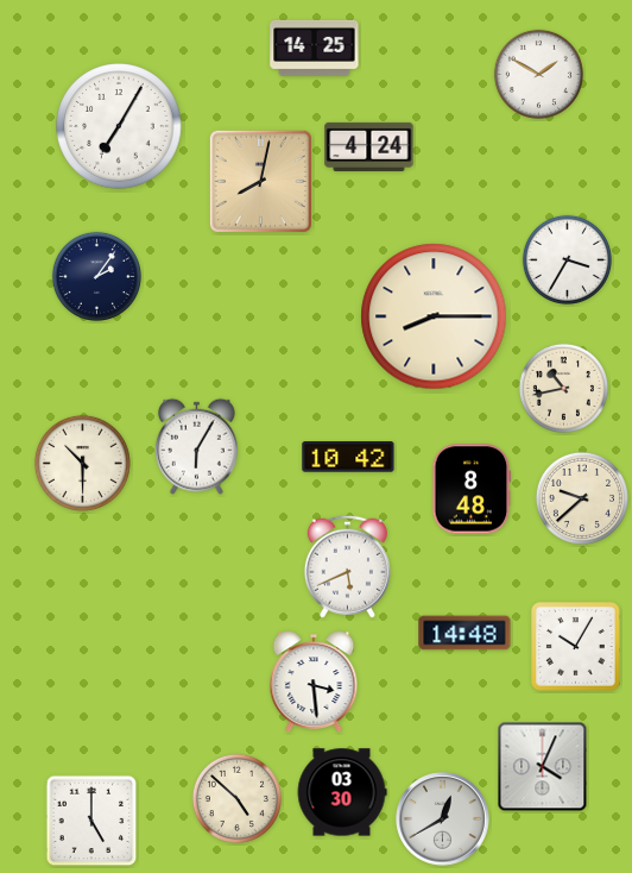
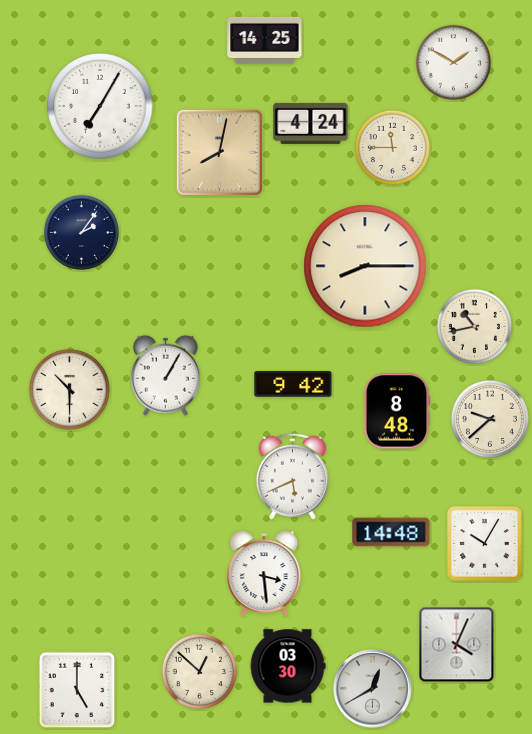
clock at (392, 147): none -> 11:45
clock at (567, 259): 3:35 -> none
clock at (196, 446): 6:05 -> 1:05
clock at (348, 457): 10:42 -> 9:42
clock at (236, 798): 4:52 -> 12:52
